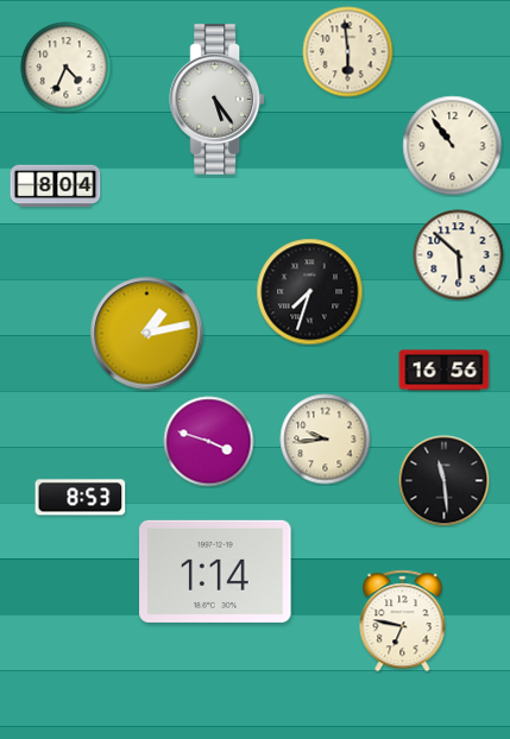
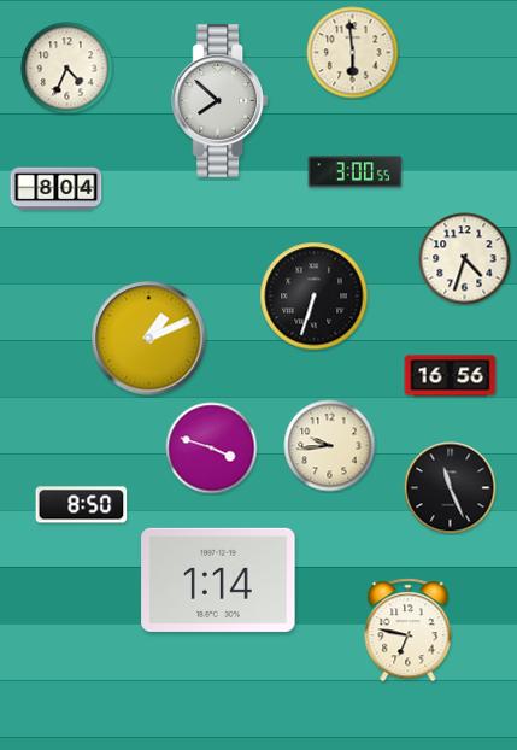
clock at (216, 100): 5:24 -> 7:52
clock at (453, 146): 10:54 -> none
clock at (356, 172): none -> 3:00
clock at (459, 255): 5:52 -> 4:33
clock at (310, 292): 7:33 -> 6:33
clock at (147, 334): 1:13 -> 1:11
clock at (445, 481): 11:29 -> 11:26
clock at (81, 498): 8:53 -> 8:50
